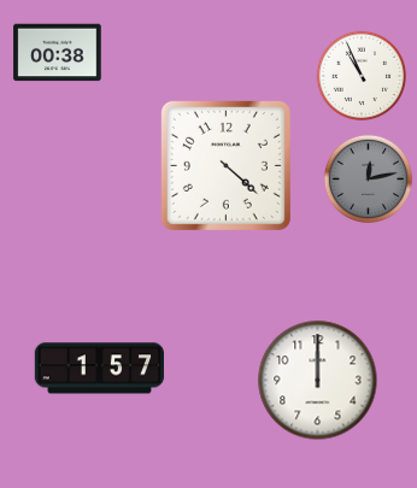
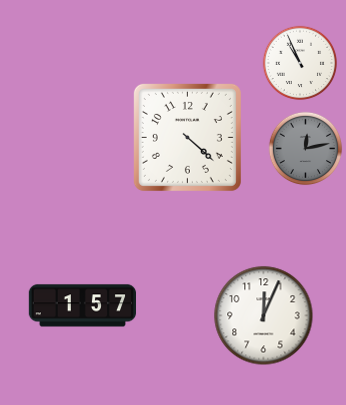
clock at (58, 53): 00:38 -> none
clock at (318, 381): 12:00 -> 12:04
